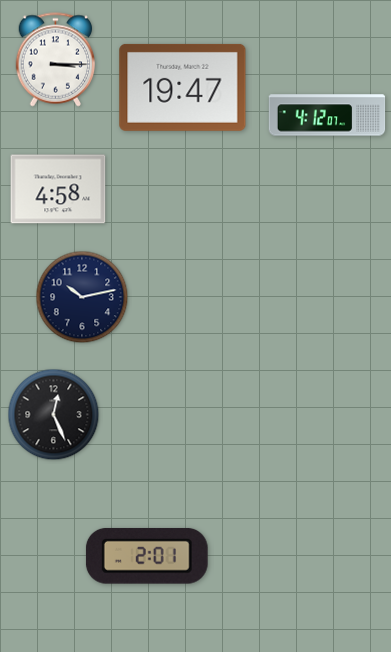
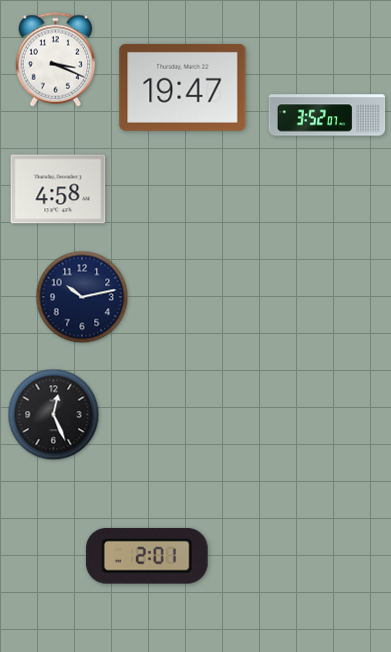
clock at (56, 60): 3:15 -> 3:19
clock at (327, 115): 4:12 -> 3:52
